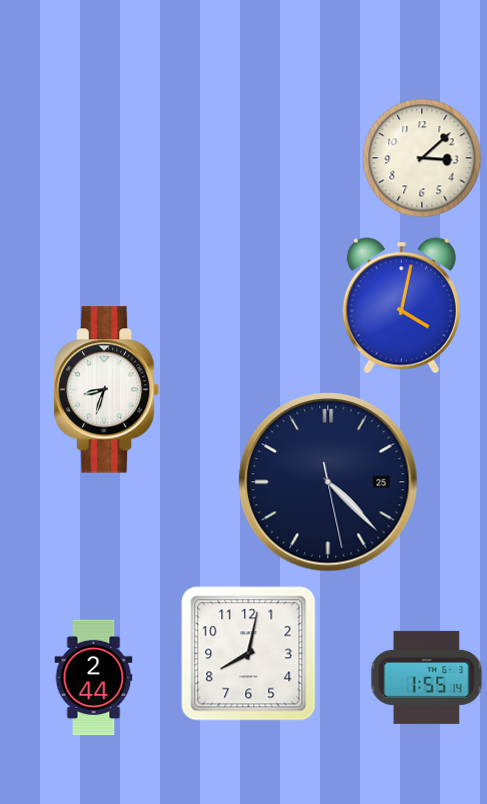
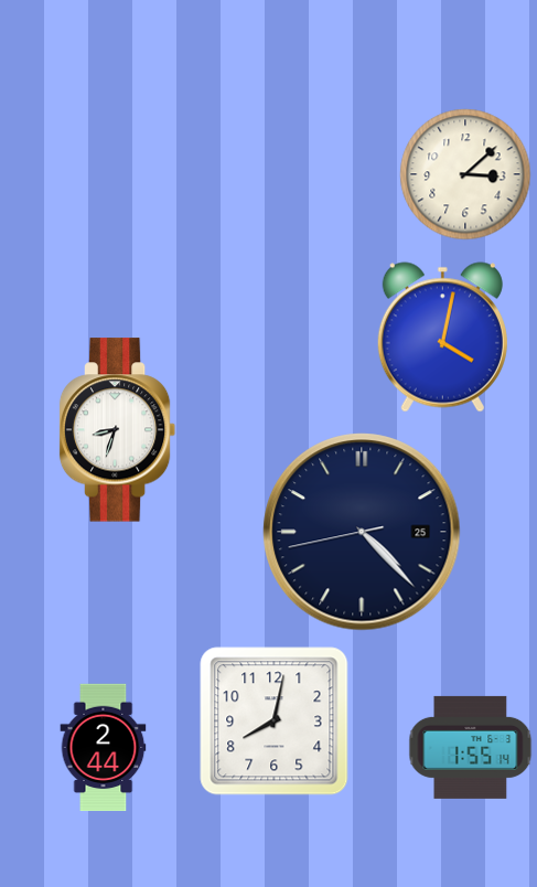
clock at (328, 482): 4:22:28 -> 4:22:43
